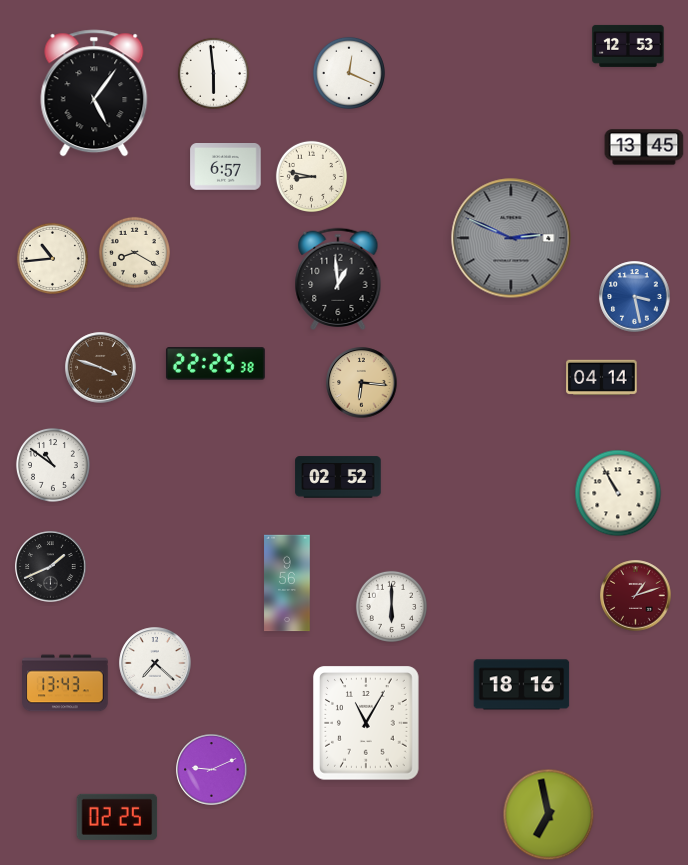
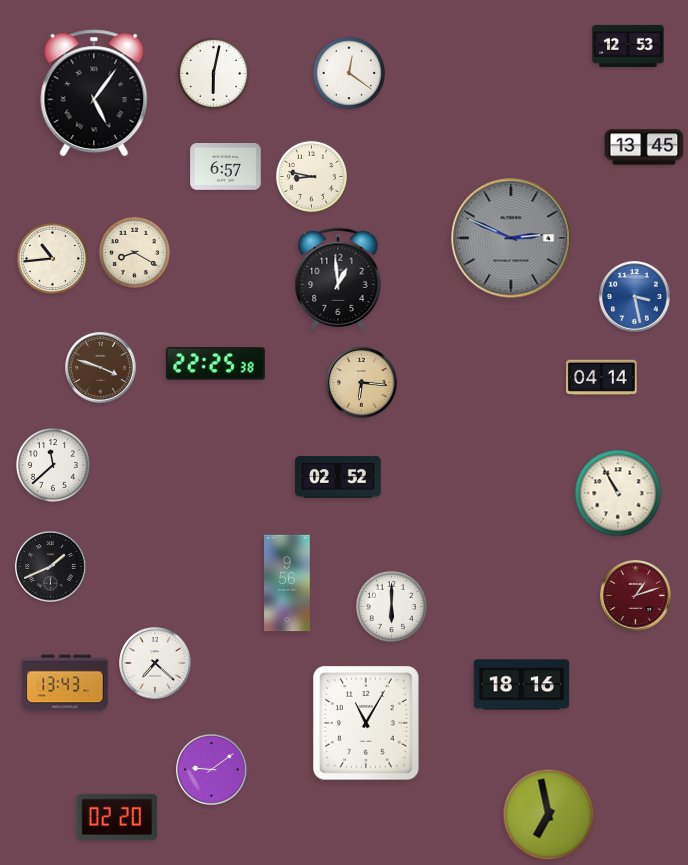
clock at (213, 73): 5:59 -> 6:02
clock at (349, 73): 12:19 -> 12:21
clock at (53, 465): 10:51 -> 11:38
clock at (212, 770): 9:11 -> 9:09
clock at (117, 817): 02:25 -> 02:20
